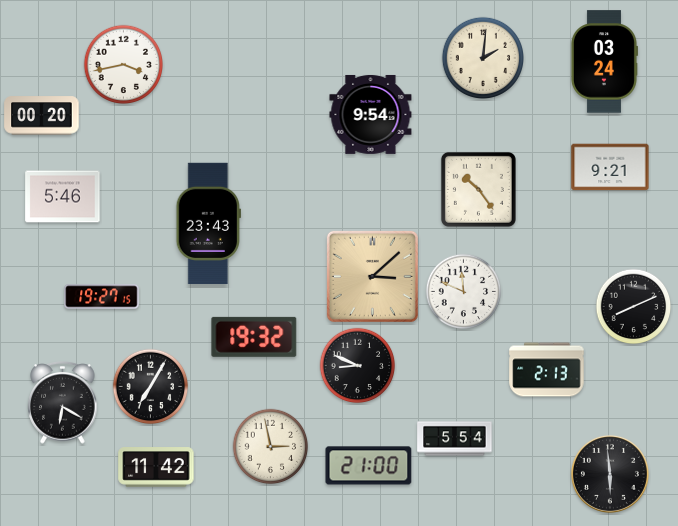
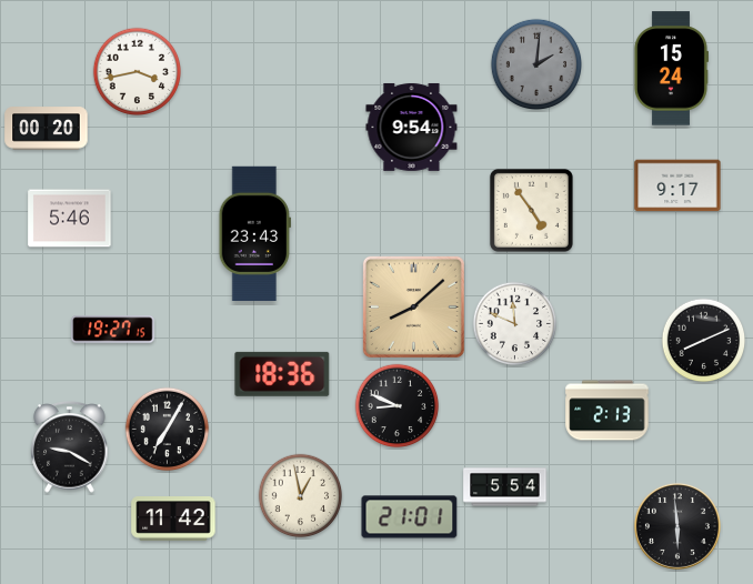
clock at (482, 57) dial: cream -> grey
clock at (604, 62): 03:24 -> 15:24
clock at (610, 167): 9:21 -> 9:17
clock at (478, 189): 10:24 -> 4:54
clock at (208, 223) position: (208, 223) -> (254, 233)
clock at (372, 276): 3:08 -> 8:08
clock at (254, 337): 19:32 -> 18:36
clock at (63, 403): 6:20 -> 9:20
clock at (271, 447): 2:58 -> 12:58
clock at (369, 466): 21:00 -> 21:01
